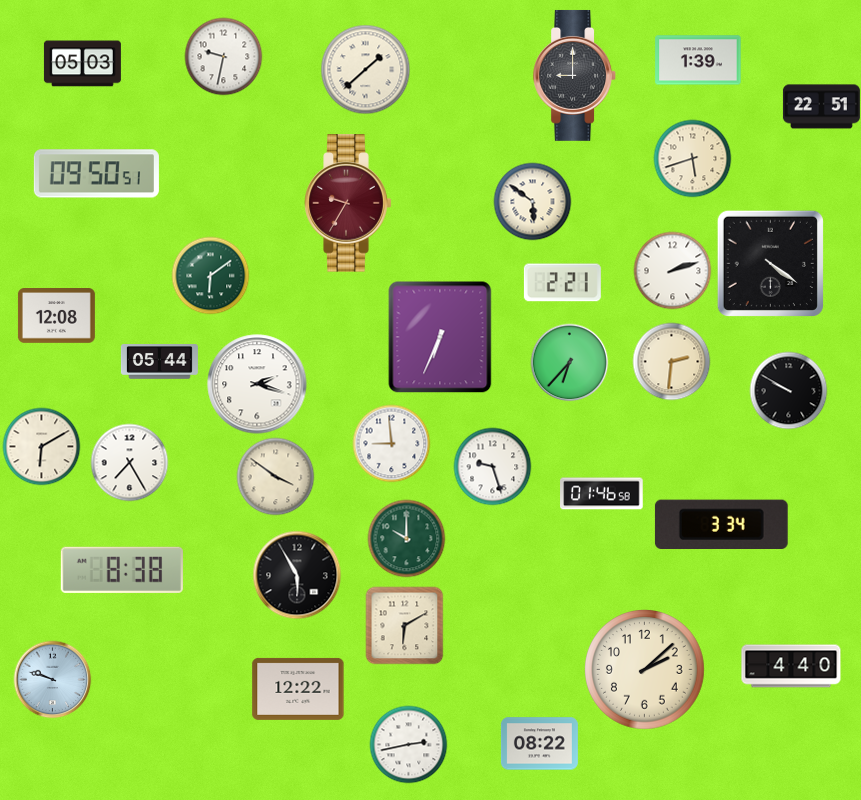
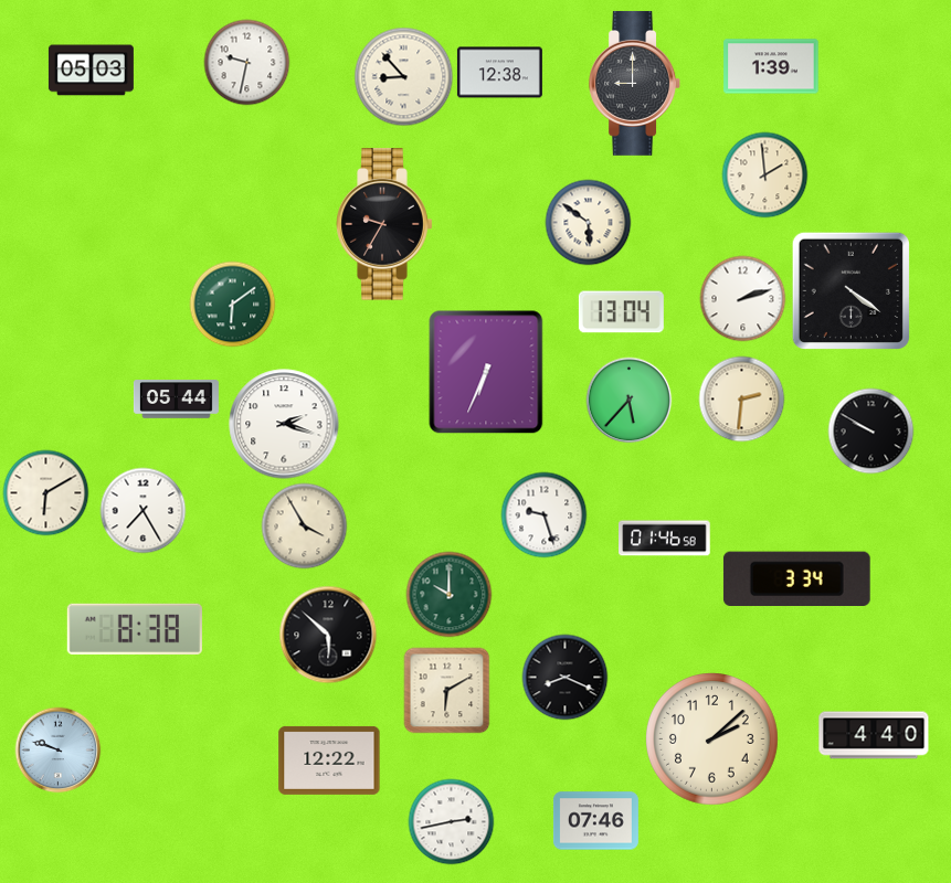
clock at (499, 73): none -> 12:38
clock at (365, 69): 1:38 -> 8:53
clock at (821, 107): 22:51 -> none
clock at (692, 158): 5:42 -> 1:59
clock at (96, 174): 09:50 -> none
clock at (348, 203) dial: burgundy -> black
clock at (562, 283): 2:21 -> 13:04
clock at (56, 316): 12:08 -> none
clock at (569, 362): 6:37 -> 5:37
clock at (391, 443): 8:59 -> none
clock at (275, 476): 3:51 -> 3:55
clock at (602, 494) position: (602, 494) -> (665, 539)
clock at (297, 575): 5:55 -> 5:52
clock at (564, 677): none -> 8:19
clock at (539, 744): 08:22 -> 07:46
